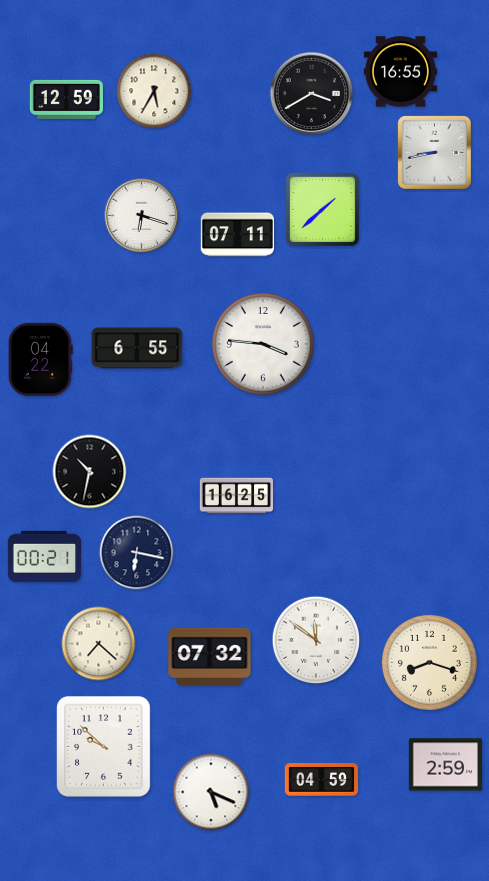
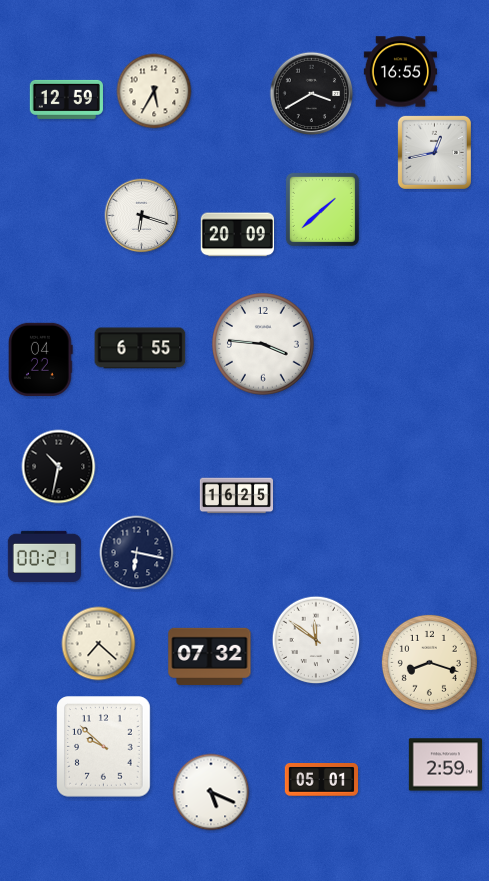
clock at (434, 152): 8:43 -> 12:43
clock at (237, 235): 07:11 -> 20:09
clock at (137, 348) position: (137, 348) -> (140, 348)
clock at (90, 472) position: (90, 472) -> (59, 467)
clock at (321, 780): 04:59 -> 05:01
